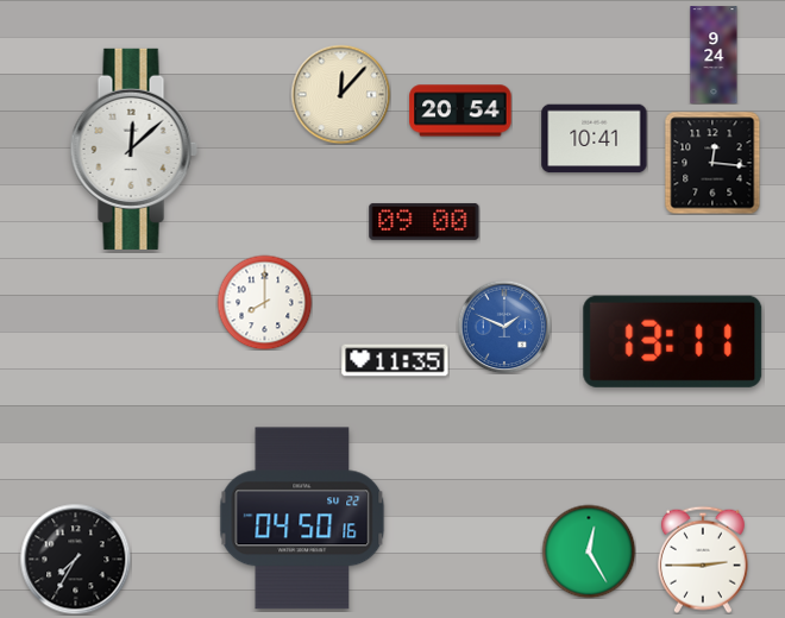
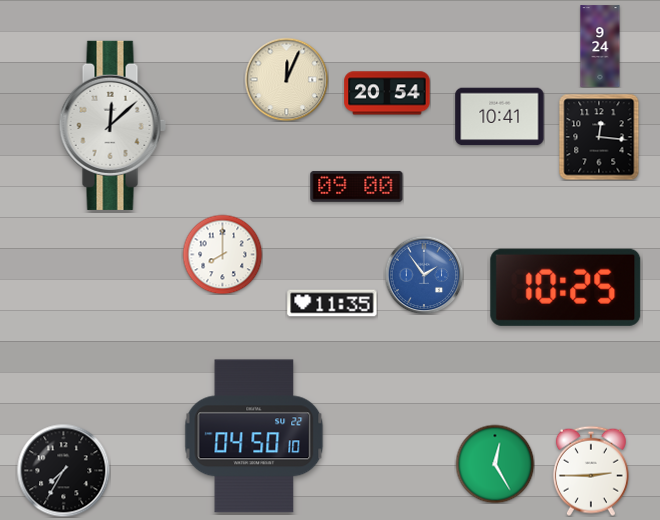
clock at (340, 94): 12:07 -> 12:04
clock at (504, 327): 1:49 -> 1:54
clock at (673, 341): 13:11 -> 10:25
clock at (302, 518): 04:50:16 -> 04:50:10
